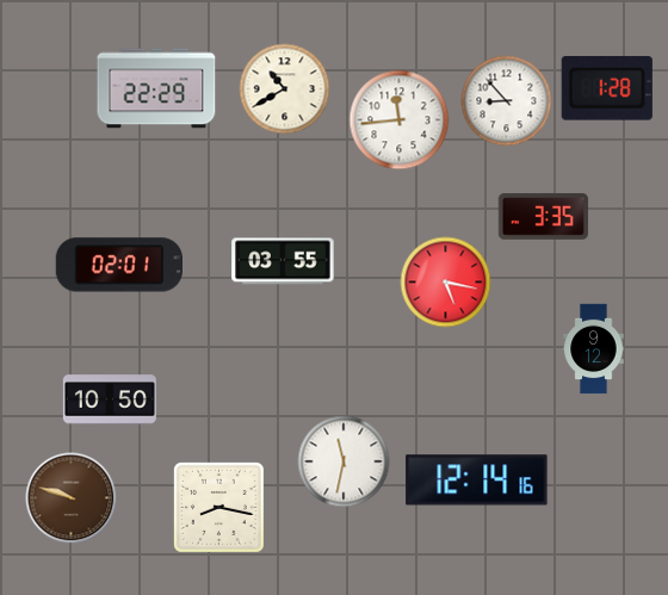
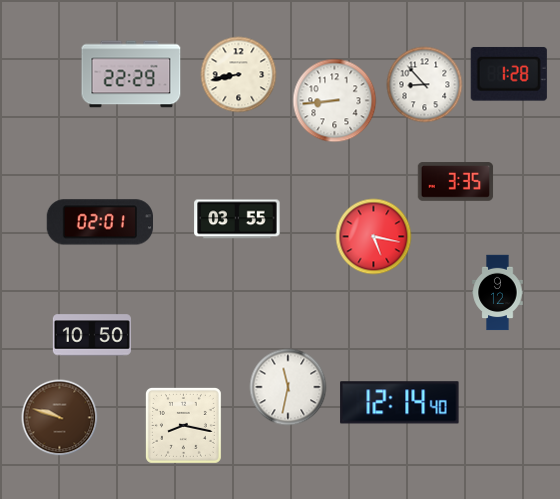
clock at (285, 89): 10:40 -> 8:43
clock at (400, 120): 11:44 -> 8:44
clock at (477, 481): 12:14:16 -> 12:14:40
